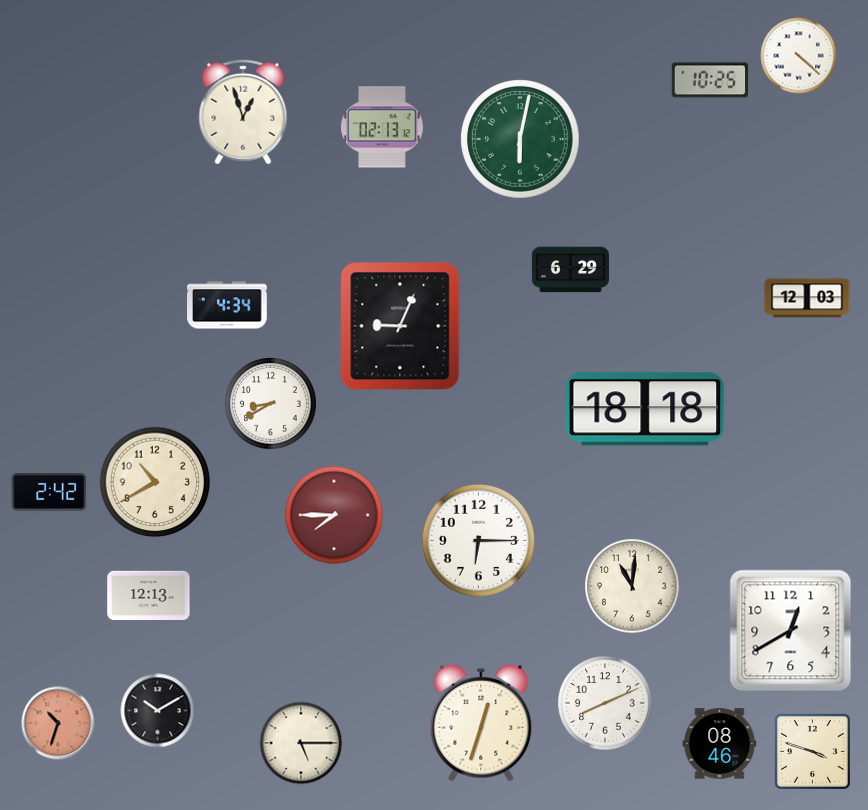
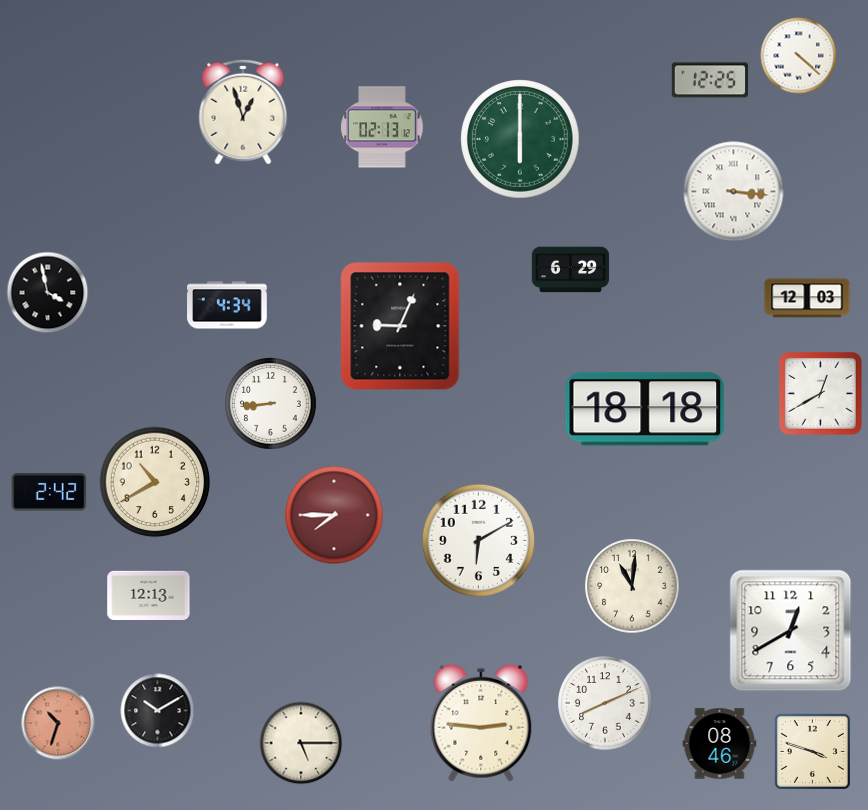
clock at (710, 80): 10:25 -> 12:25
clock at (520, 139): 6:02 -> 6:00
clock at (734, 192): none -> 3:16
clock at (48, 293): none -> 3:58
clock at (821, 394): none -> 12:40
clock at (271, 404): 8:40 -> 8:44
clock at (478, 540): 6:15 -> 6:10
clock at (481, 723): 12:33 -> 2:46
